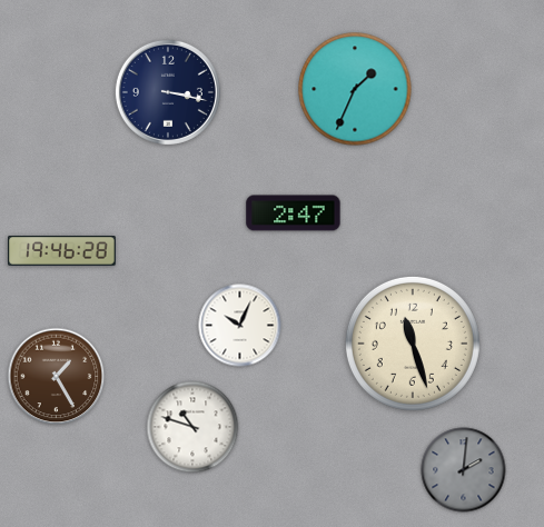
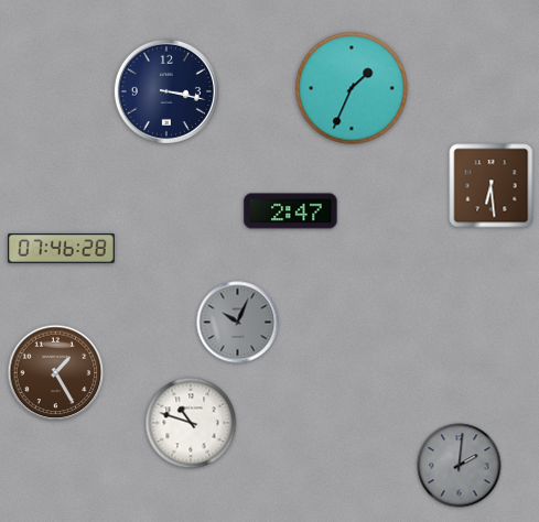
clock at (492, 186): none -> 6:29
clock at (62, 251): 19:46 -> 07:46
clock at (240, 326) dial: white -> grey
clock at (413, 344): 11:27 -> none
